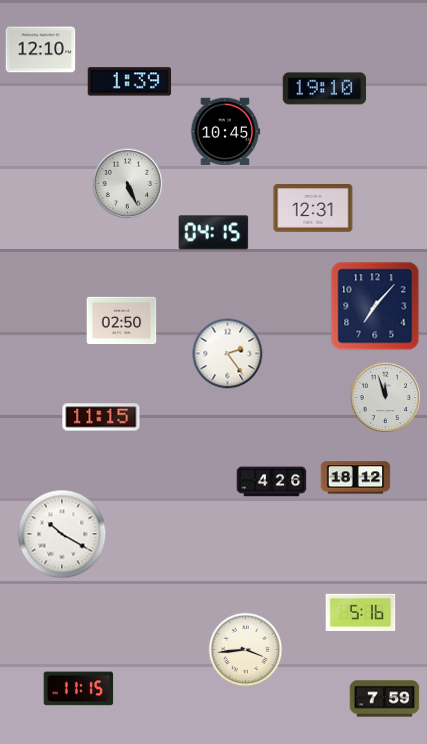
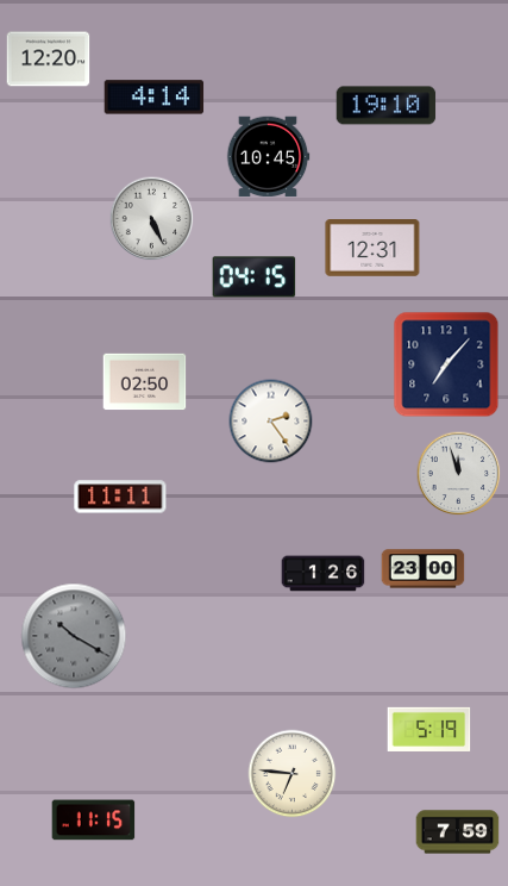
clock at (41, 50): 12:10 -> 12:20
clock at (130, 82): 1:39 -> 4:14
clock at (101, 417): 11:15 -> 11:11
clock at (356, 478): 18:12 -> 23:00
clock at (272, 482): 4:26 -> 1:26
clock at (62, 534) dial: white -> grey
clock at (361, 612): 5:16 -> 5:19
clock at (246, 650): 3:44 -> 6:46
